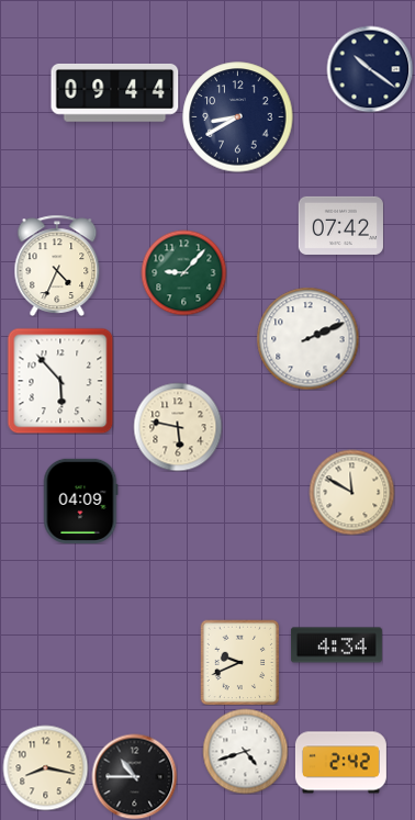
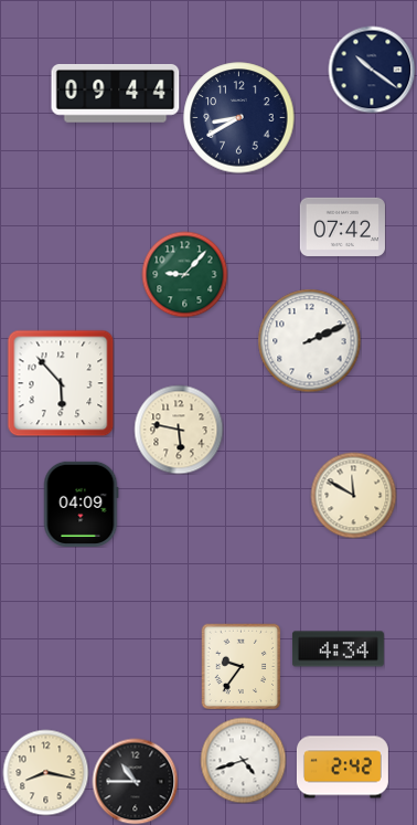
clock at (57, 266): 4:34 -> none
clock at (240, 662): 9:41 -> 9:36
clock at (245, 751) position: (245, 751) -> (243, 760)
